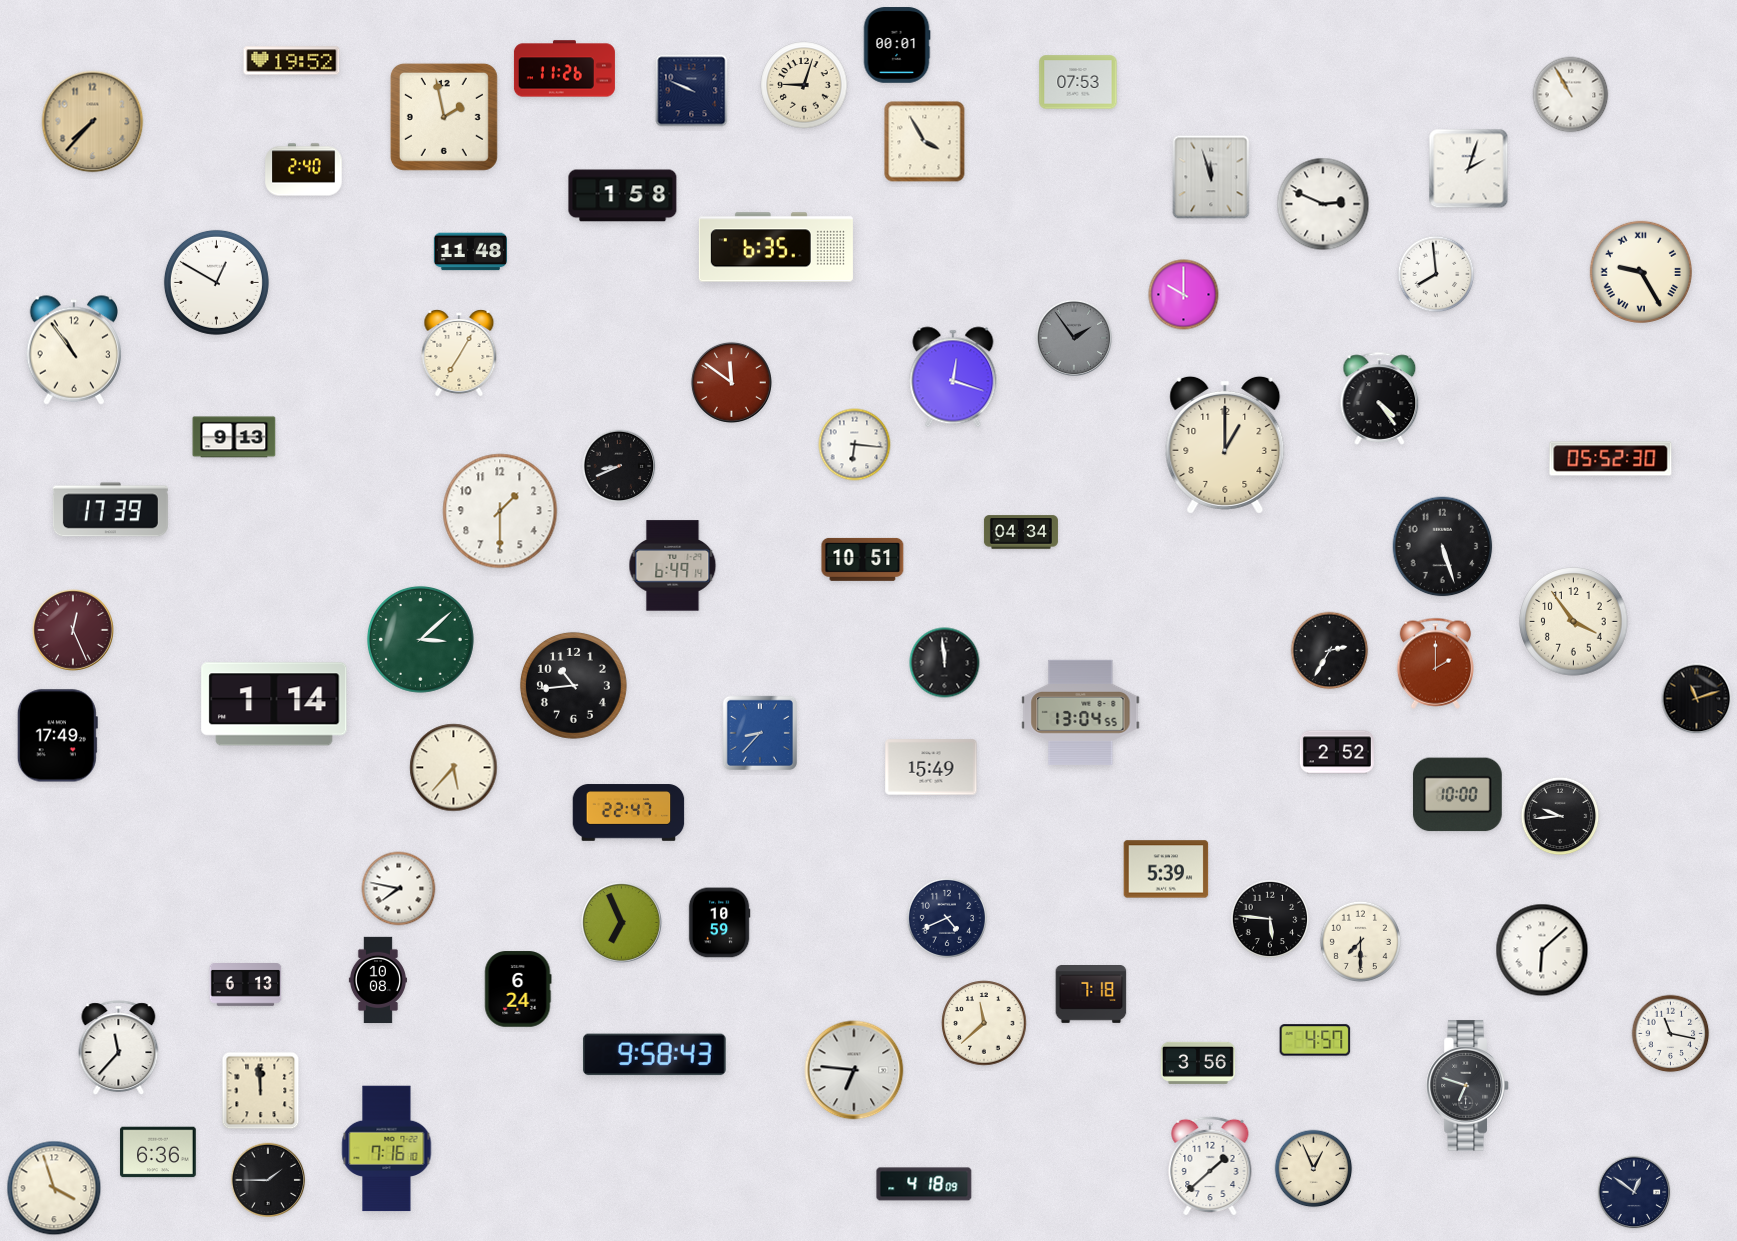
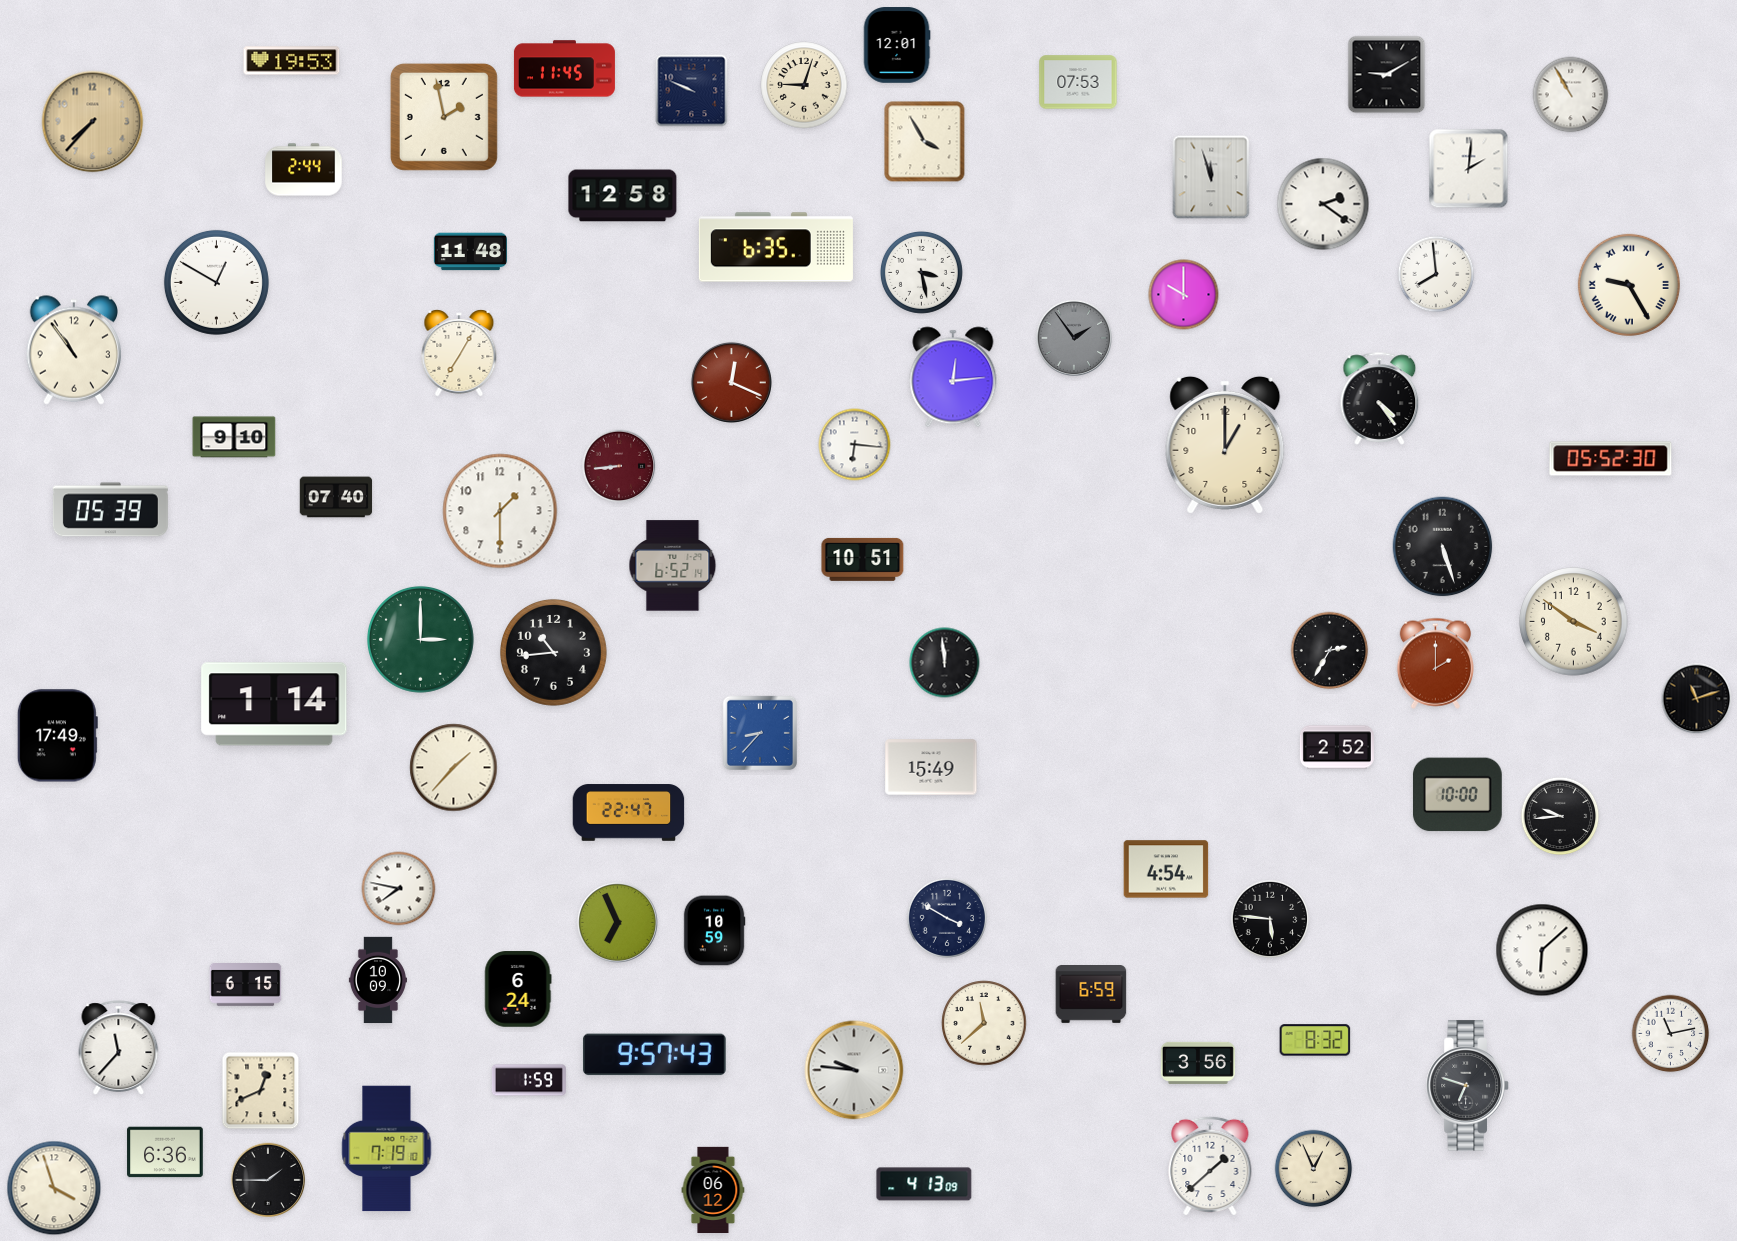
clock at (897, 45): 00:01 -> 12:01
clock at (292, 61): 19:52 -> 19:53
clock at (564, 69): 11:26 -> 11:45
clock at (1387, 75): none -> 9:10
clock at (1469, 169): 2:03 -> 2:01
clock at (304, 170): 2:40 -> 2:44
clock at (623, 196): 1:58 -> 12:58
clock at (1323, 204): 2:49 -> 2:21
clock at (921, 272): none -> 3:28
clock at (1641, 272) position: (1641, 272) -> (1629, 285)
clock at (953, 377): 12:18 -> 12:14
clock at (731, 382): 11:51 -> 12:19
clock at (234, 437): 9:13 -> 9:10
clock at (619, 466): 8:41 -> 8:44
clock at (619, 466) dial: black -> burgundy
clock at (336, 497): none -> 07:40
clock at (110, 510): 17:39 -> 05:39
clock at (1021, 532): 04:34 -> none
clock at (673, 566): 6:49 -> 6:52
clock at (1574, 622): 3:54 -> 3:51
clock at (74, 631): 12:26 -> none
clock at (420, 639): 3:08 -> 3:00
clock at (573, 685) position: (573, 685) -> (553, 652)
clock at (1081, 712): 13:04 -> none
clock at (1337, 752) position: (1337, 752) -> (1337, 747)
clock at (454, 768): 5:37 -> 1:37
clock at (1166, 869): 5:39 -> 4:54
clock at (946, 917): 4:41 -> 3:50
clock at (621, 922) position: (621, 922) -> (617, 922)
clock at (719, 923) position: (719, 923) -> (714, 931)
clock at (1360, 941): 7:30 -> none
clock at (378, 980): 10:08 -> 10:09
clock at (246, 985): 6:13 -> 6:15
clock at (1091, 995): 7:18 -> 6:59
clock at (1671, 1034): 11:17 -> 11:13
clock at (1315, 1040): 4:57 -> 8:32
clock at (654, 1055): 9:58 -> 9:57
clock at (854, 1070): 6:46 -> 9:46
clock at (529, 1080): none -> 1:59
clock at (261, 1091): 11:59 -> 12:41
clock at (387, 1149): 7:16 -> 7:19
clock at (158, 1152) position: (158, 1152) -> (165, 1152)
clock at (924, 1184): 4:18 -> 4:13
clock at (713, 1189): none -> 06:12
clock at (1634, 1192): 12:51 -> none
